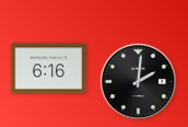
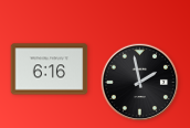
clock at (139, 82): 2:01 -> 1:58
